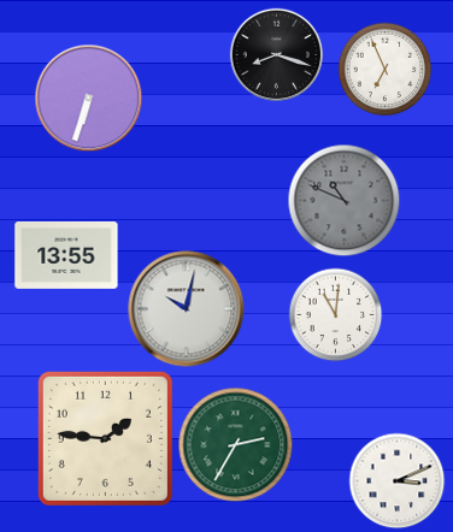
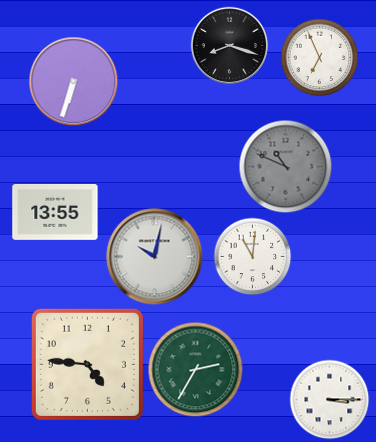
clock at (335, 314) position: (335, 314) -> (252, 256)
clock at (105, 438): 1:46 -> 4:46
clock at (396, 480): 3:11 -> 3:15
